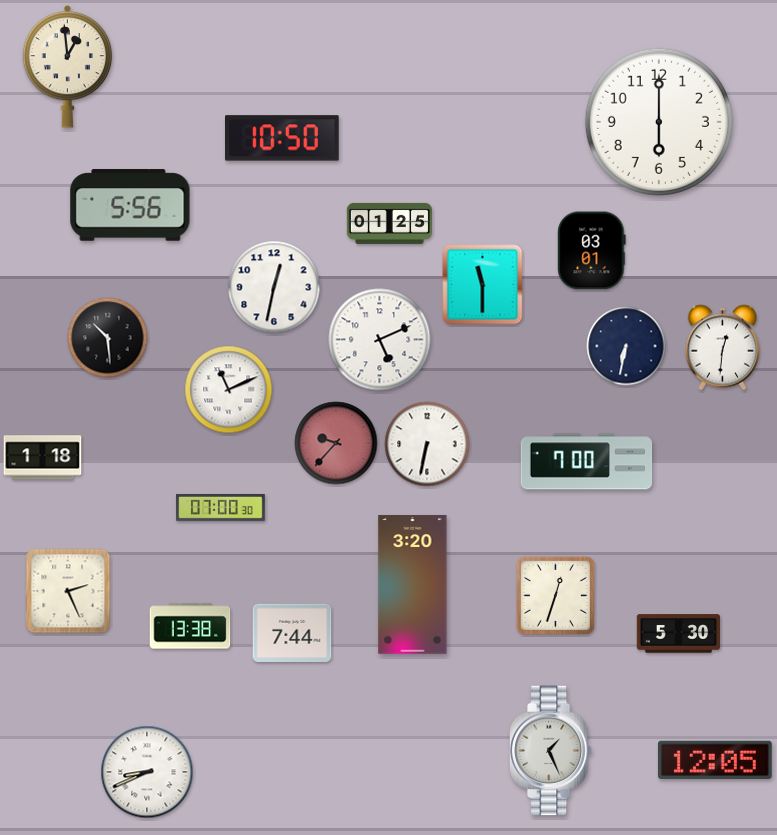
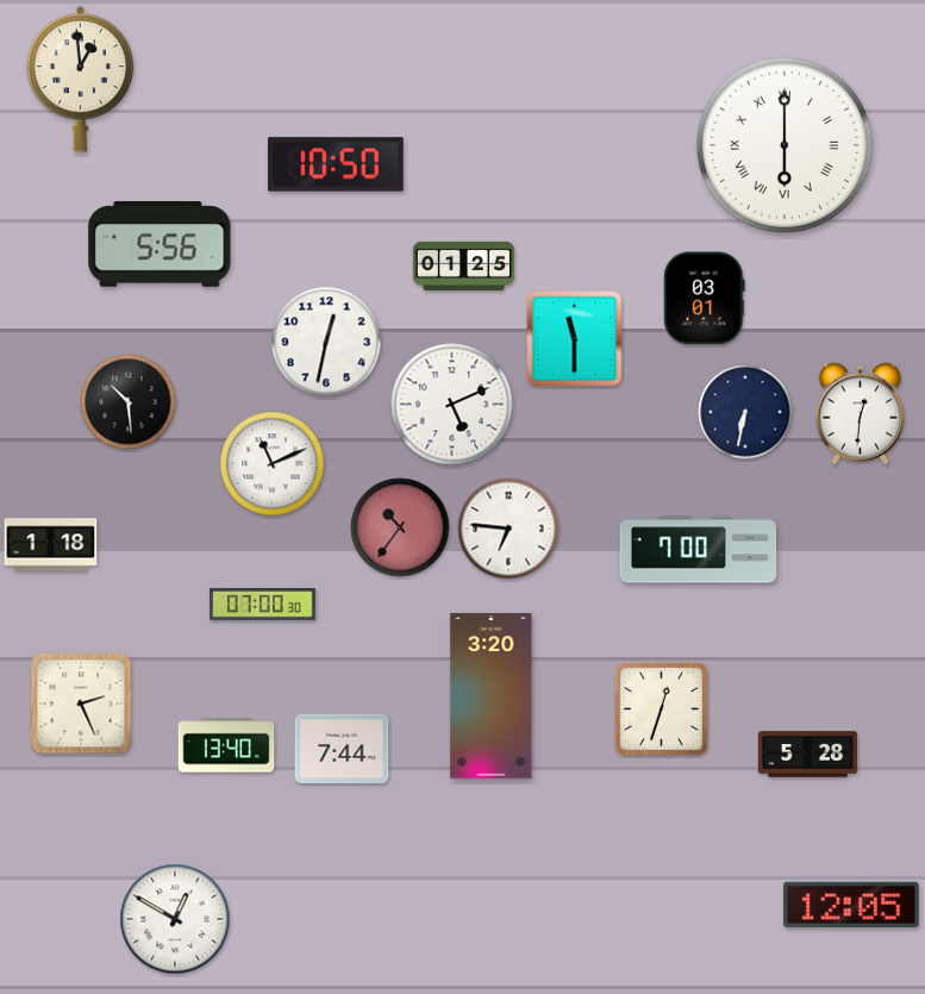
clock at (659, 122) numerals: Arabic -> Roman
clock at (130, 205) position: (130, 205) -> (160, 244)
clock at (336, 443): 9:37 -> 10:36
clock at (427, 444): 6:32 -> 6:46
clock at (190, 626): 13:38 -> 13:40
clock at (292, 632) position: (292, 632) -> (342, 748)
clock at (679, 634): 5:30 -> 5:28
clock at (550, 751): 1:26 -> none
clock at (147, 772): 8:41 -> 12:50
